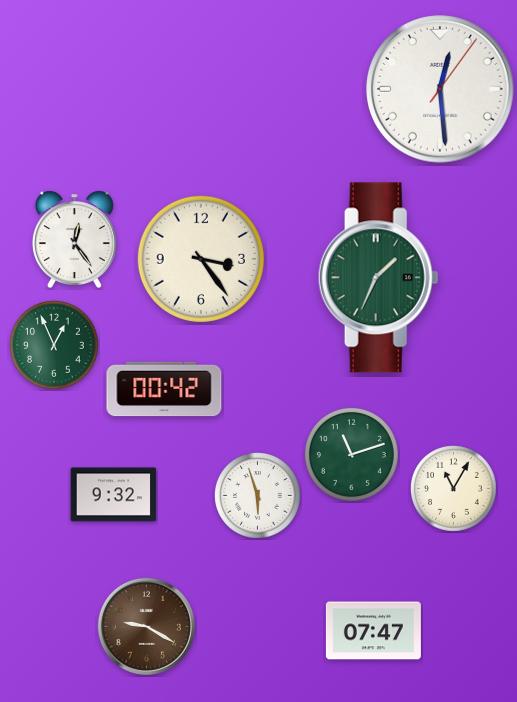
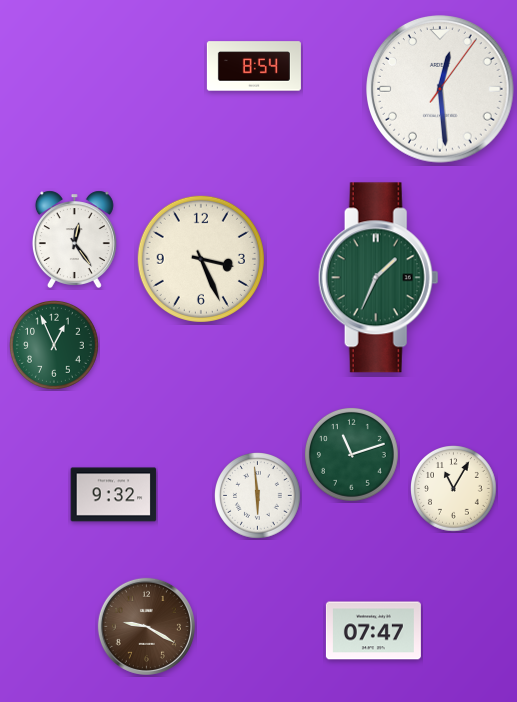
clock at (254, 66): none -> 8:54
clock at (201, 259): 3:24 -> 3:26
clock at (164, 389): 00:42 -> none
clock at (258, 496): 5:57 -> 5:59
